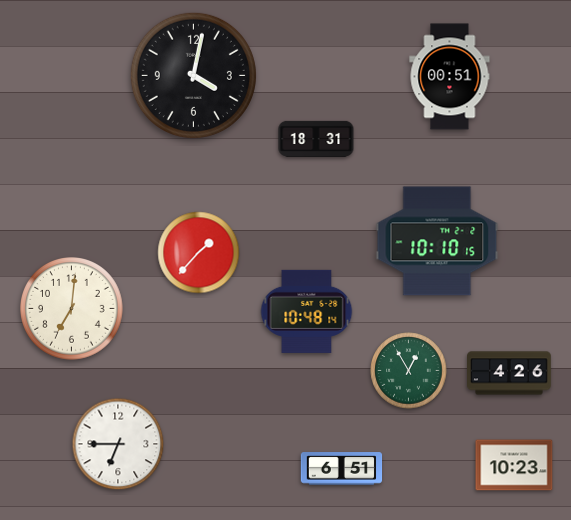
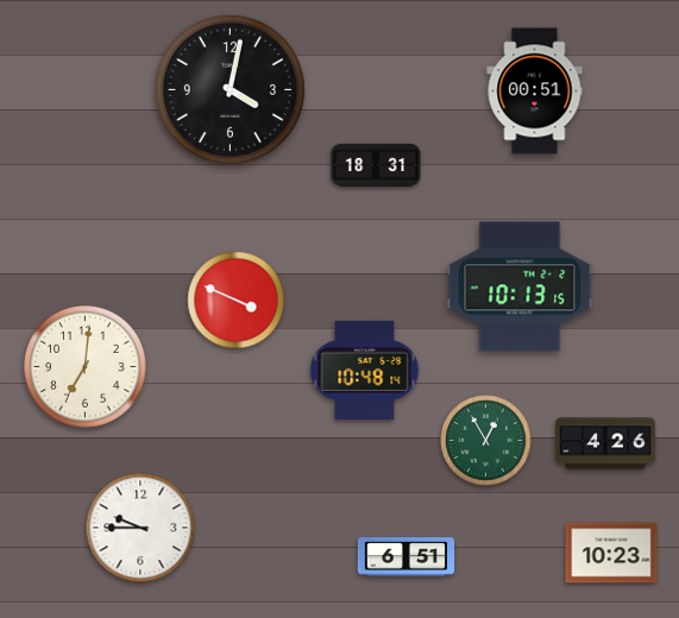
clock at (437, 241): 10:10 -> 10:13
clock at (199, 253): 1:37 -> 3:49
clock at (118, 444): 6:45 -> 9:45
